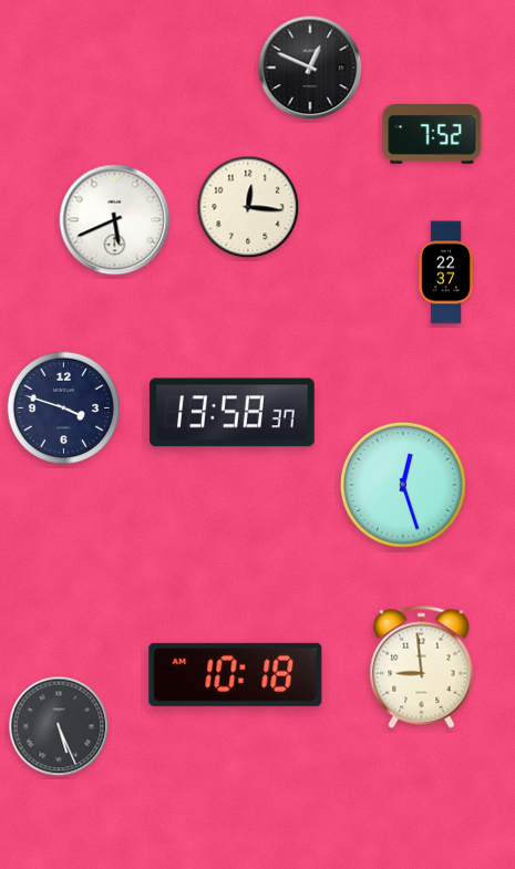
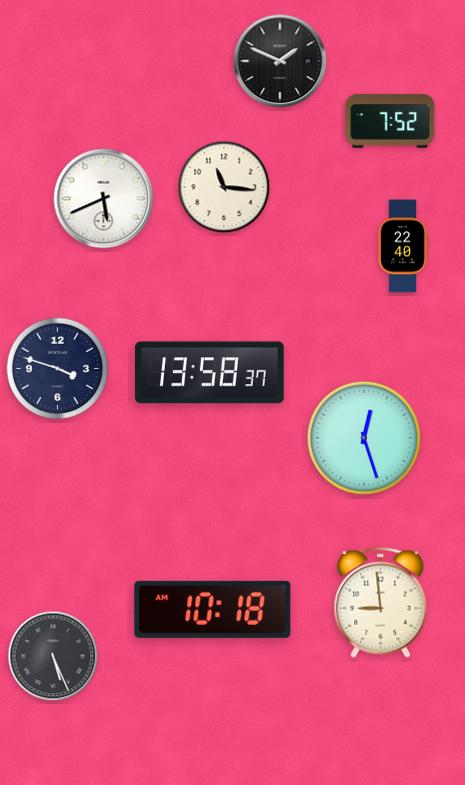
clock at (310, 68): 12:49 -> 1:49
clock at (248, 207): 12:16 -> 11:16
clock at (446, 272): 22:37 -> 22:40
